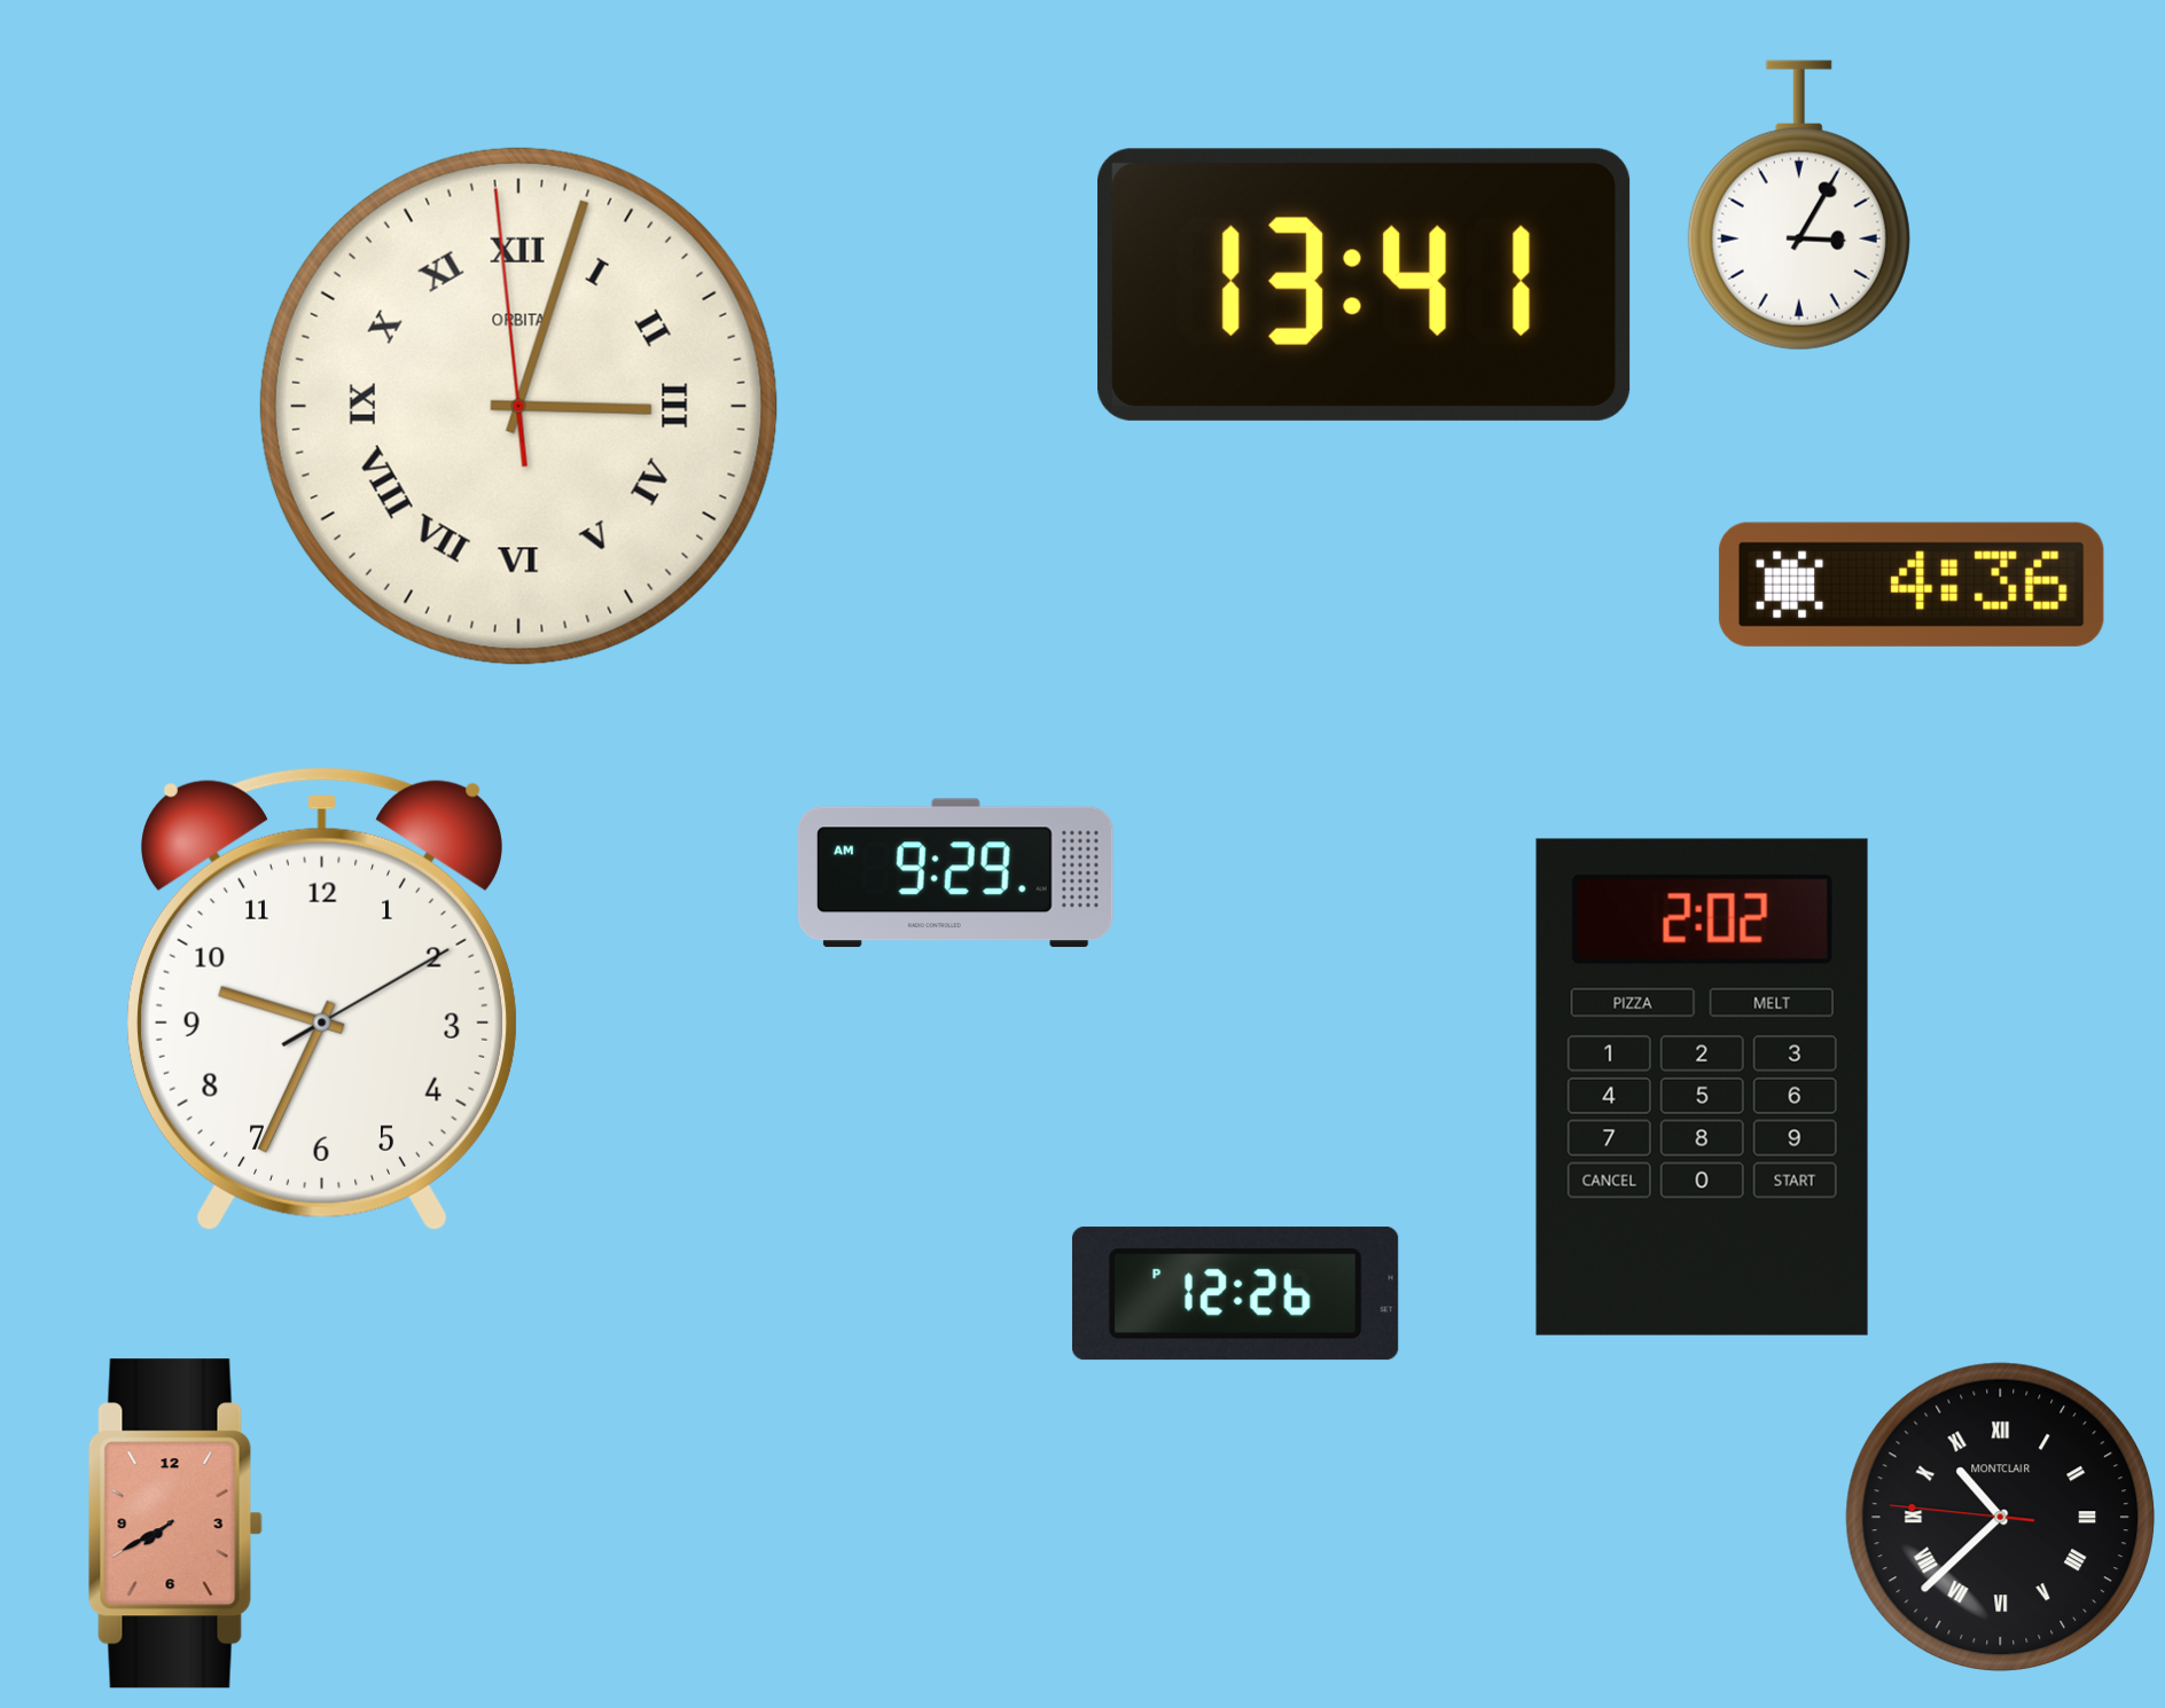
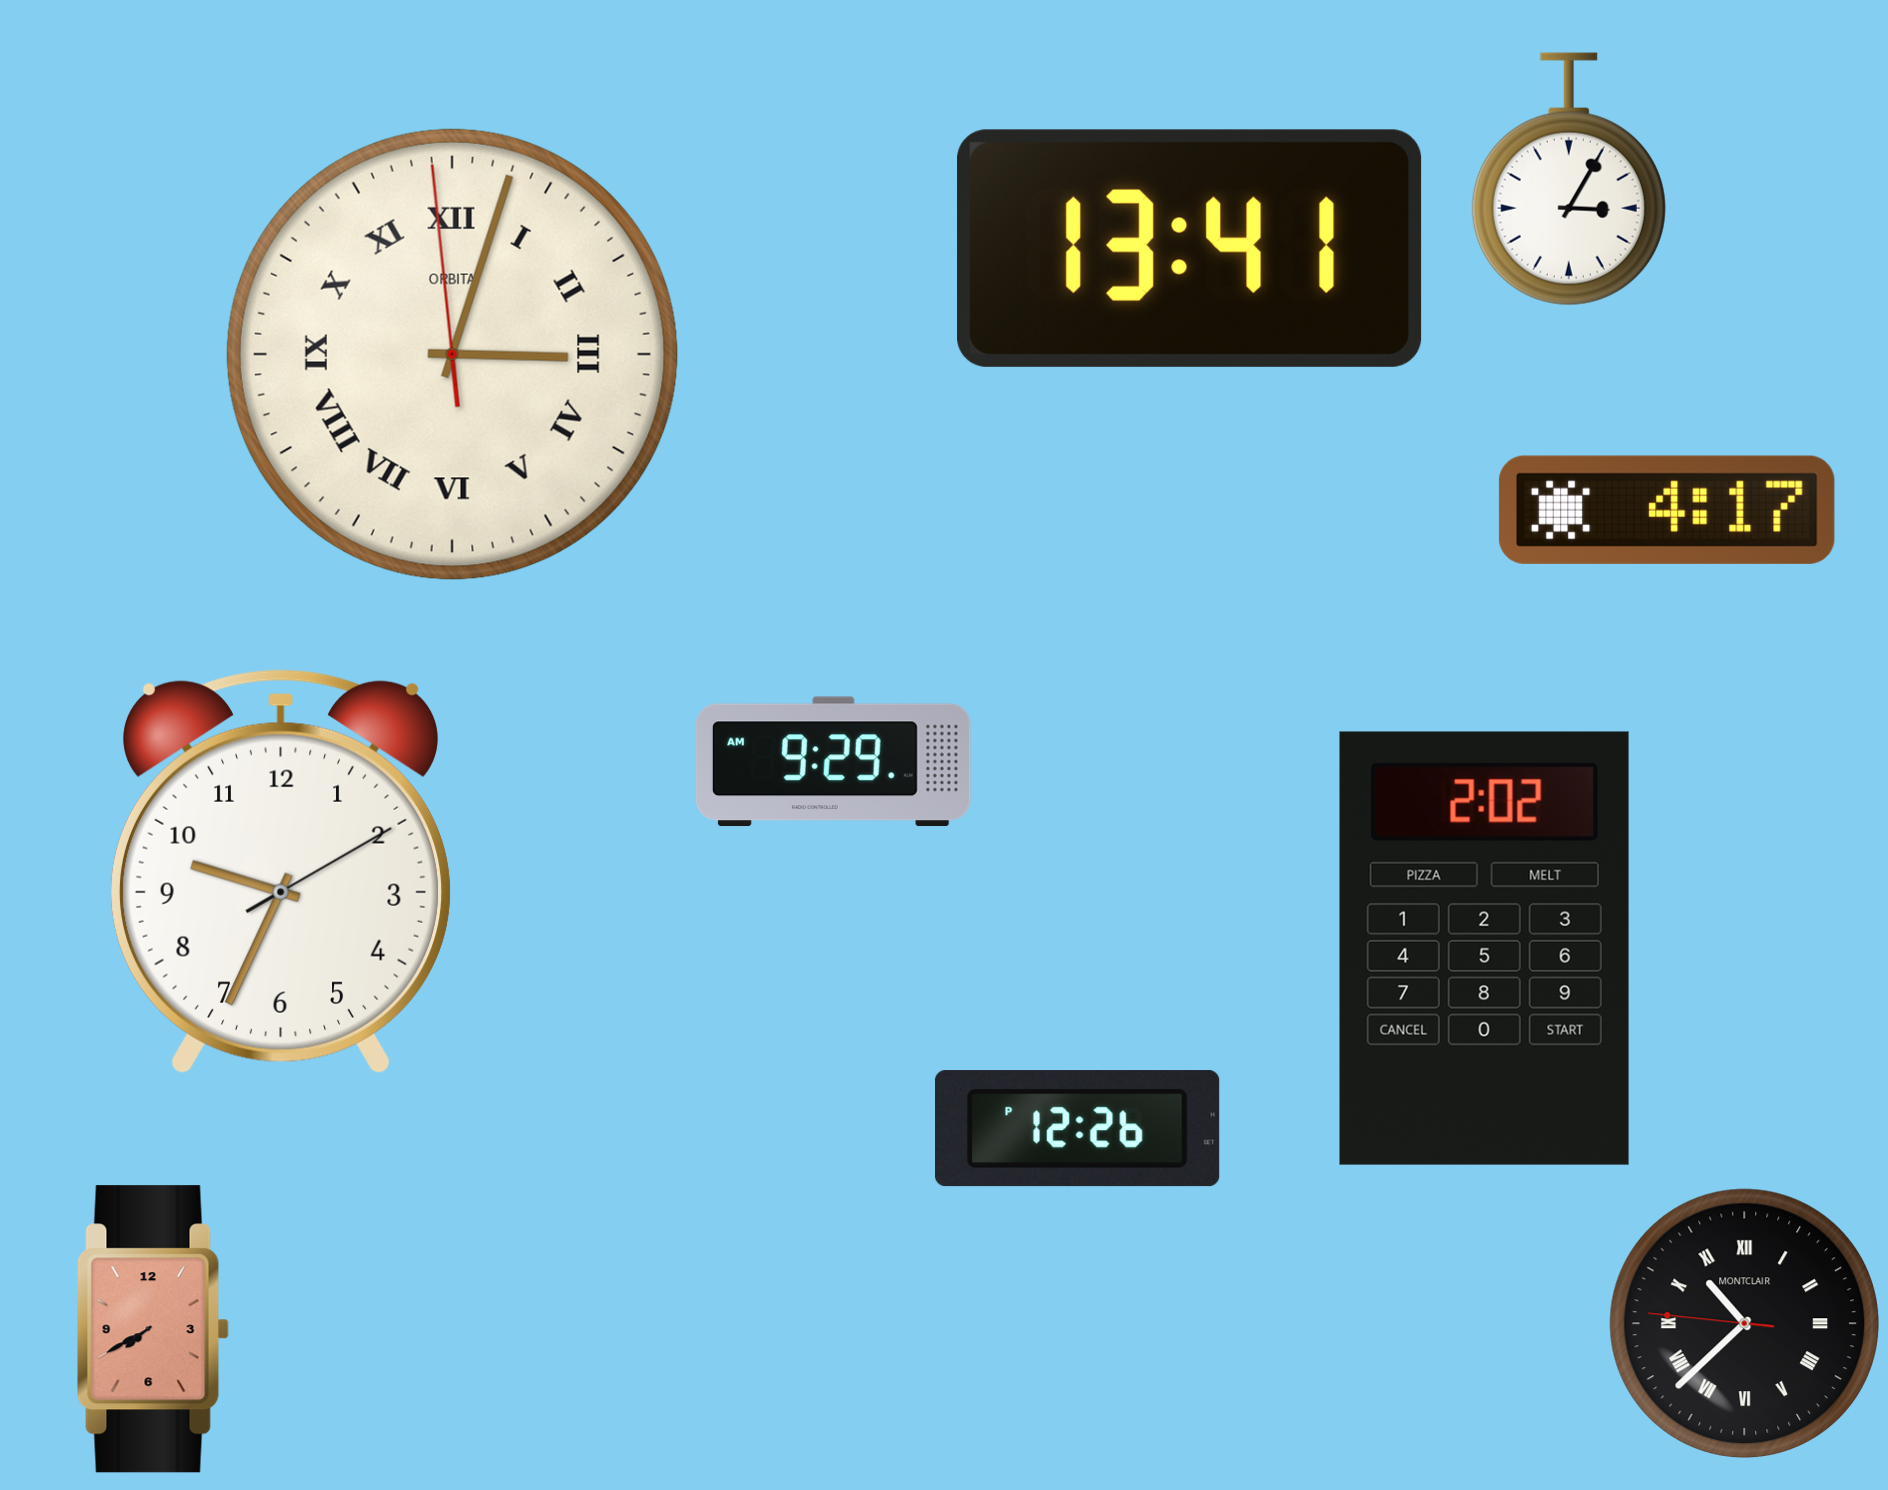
clock at (1912, 585): 4:36 -> 4:17
